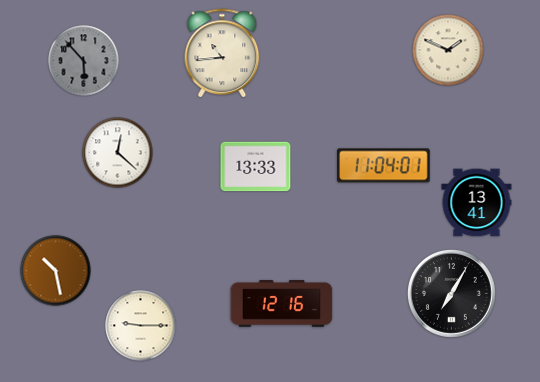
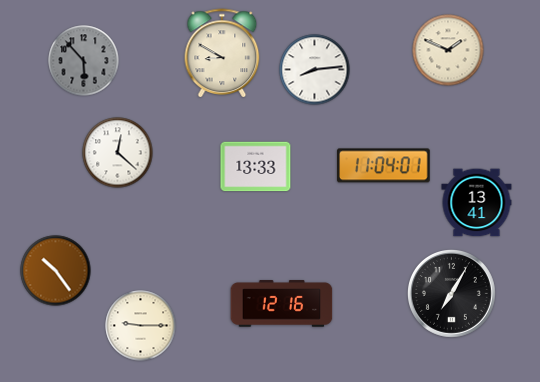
clock at (222, 53): 10:44 -> 8:50
clock at (315, 70): none -> 8:14
clock at (56, 271): 10:28 -> 10:24
